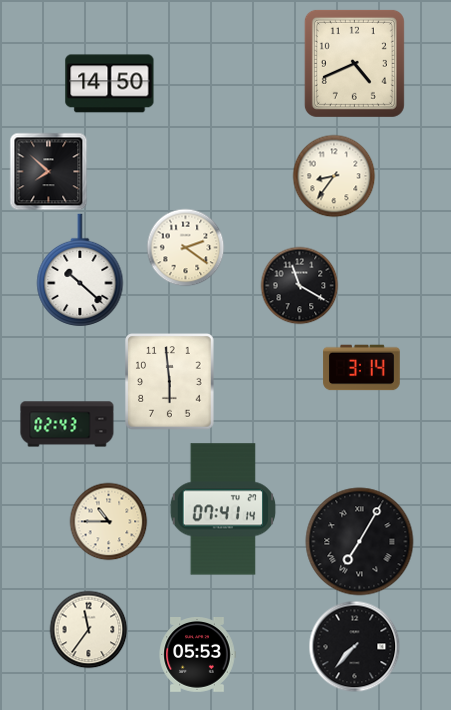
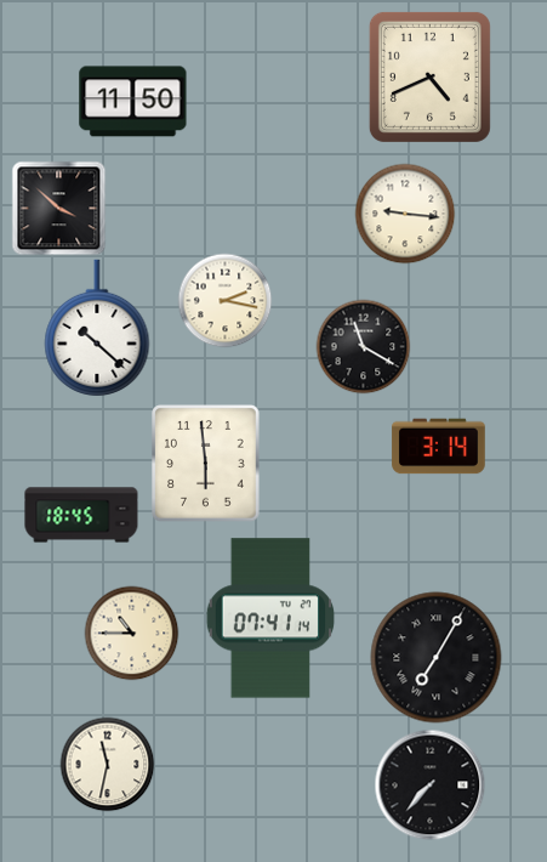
clock at (110, 84): 14:50 -> 11:50
clock at (48, 171): 7:52 -> 3:52
clock at (334, 176): 8:36 -> 9:16
clock at (185, 247): 2:21 -> 2:17
clock at (67, 424): 02:43 -> 18:45
clock at (88, 629): 11:36 -> 11:32
clock at (197, 655): 05:53 -> none
